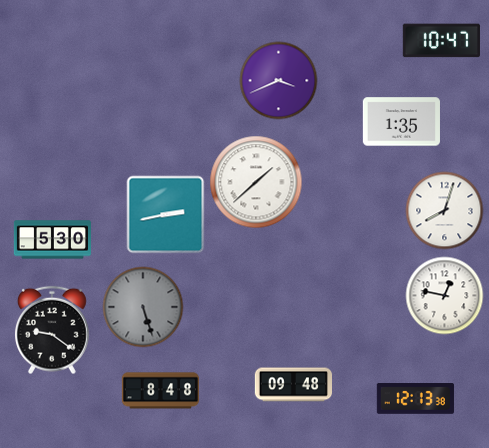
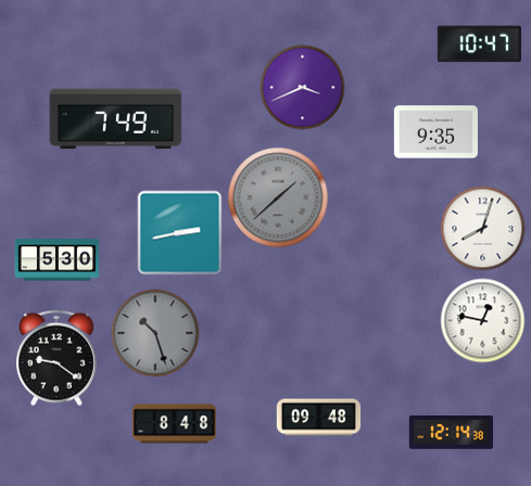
clock at (116, 119): none -> 7:49
clock at (401, 122): 1:35 -> 9:35
clock at (256, 182) dial: white -> grey
clock at (143, 307): 5:27 -> 10:27
clock at (415, 399): 12:13 -> 12:14
